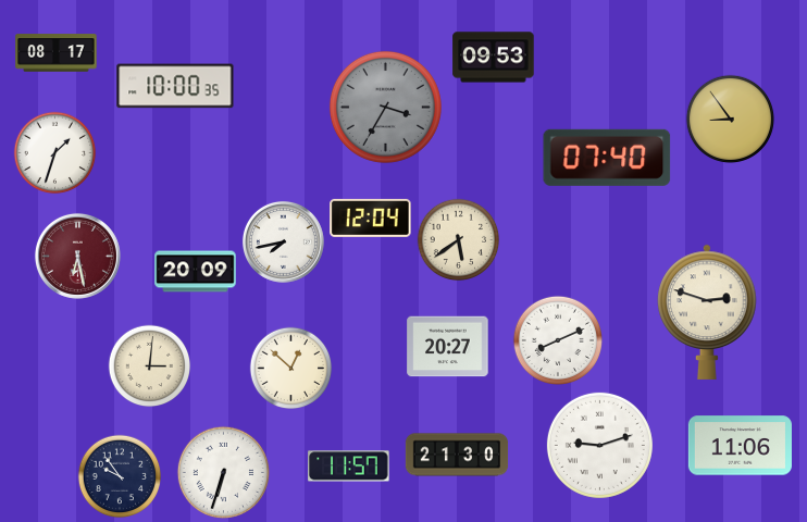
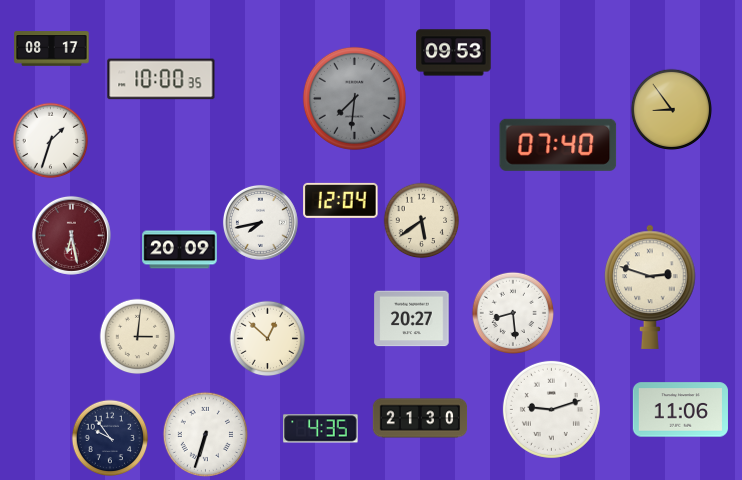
clock at (385, 107): 3:35 -> 7:31
clock at (557, 339): 8:11 -> 8:29
clock at (349, 467): 11:57 -> 4:35
